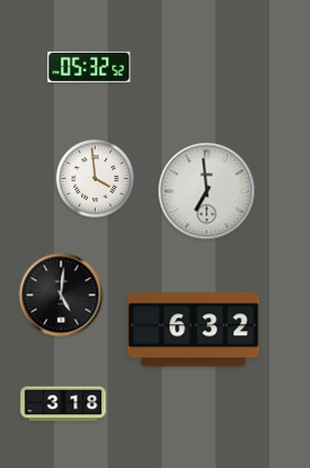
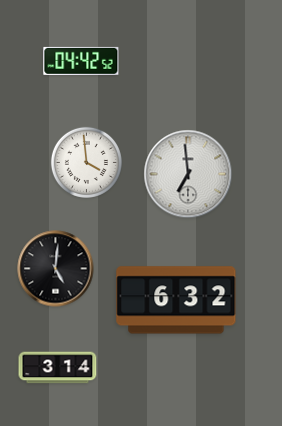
clock at (89, 67): 05:32 -> 04:42
clock at (64, 404): 3:18 -> 3:14
